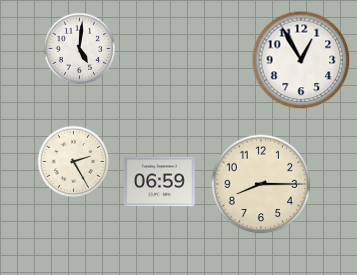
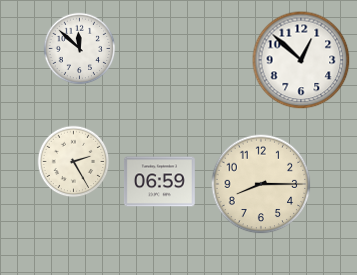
clock at (80, 49): 5:01 -> 11:52
clock at (301, 60): 12:55 -> 12:52
